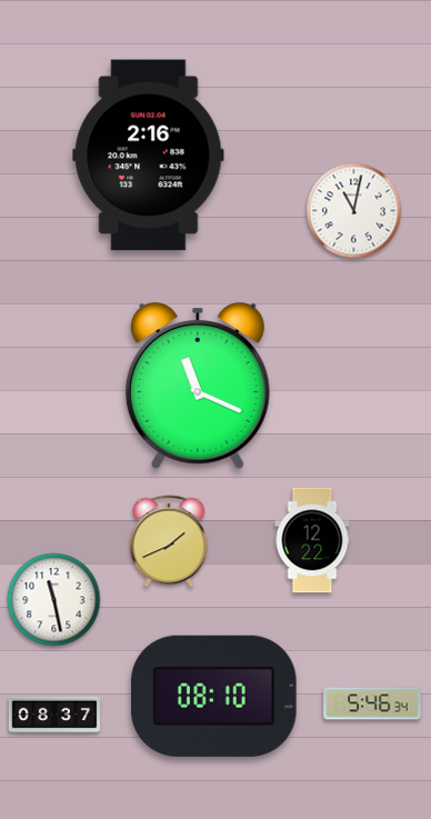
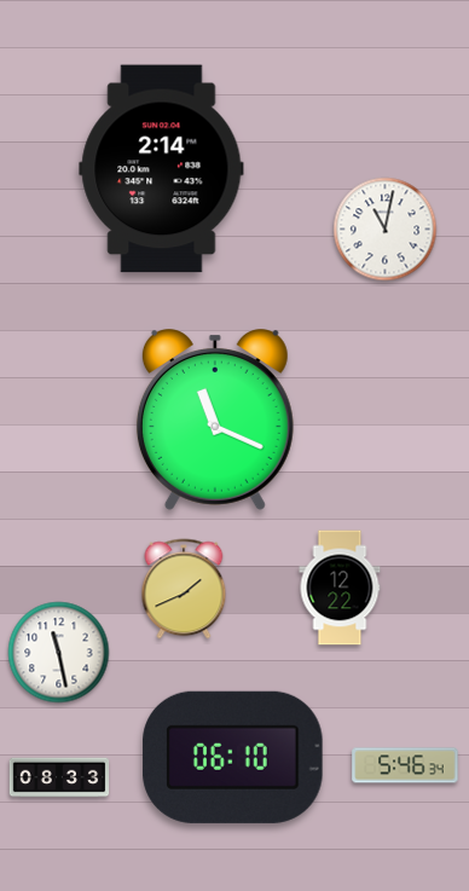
clock at (149, 156): 2:16 -> 2:14
clock at (214, 696): 08:10 -> 06:10
clock at (54, 715): 08:37 -> 08:33
